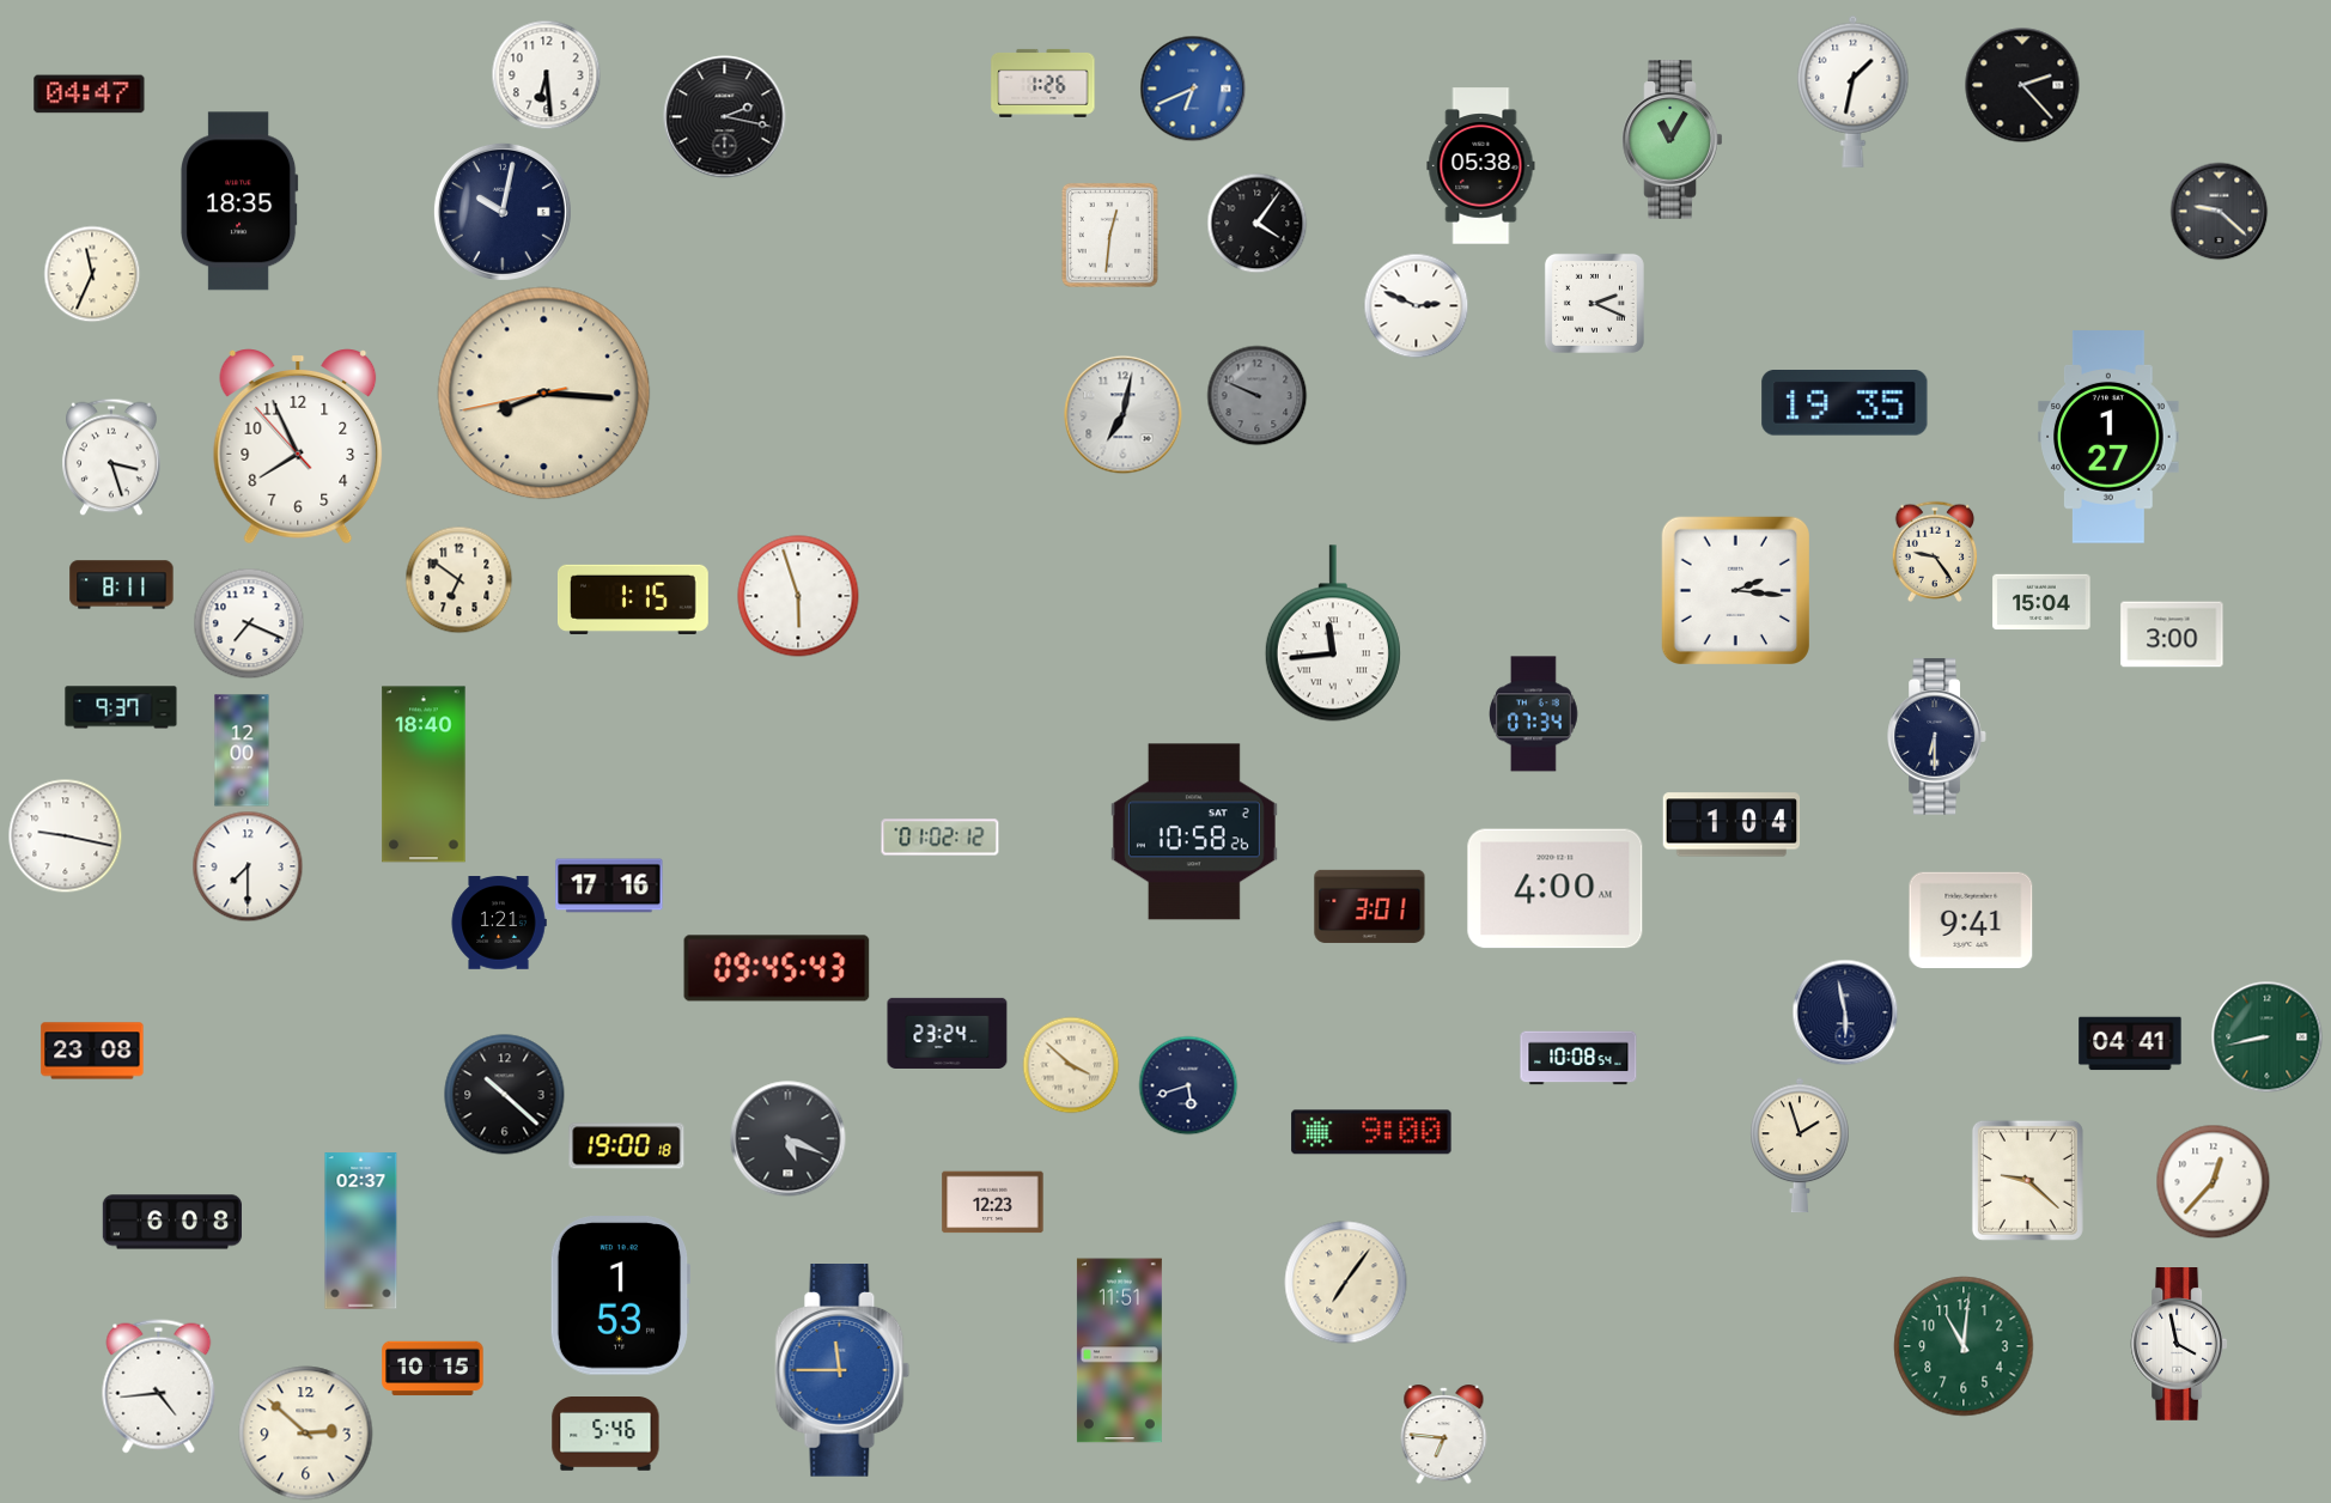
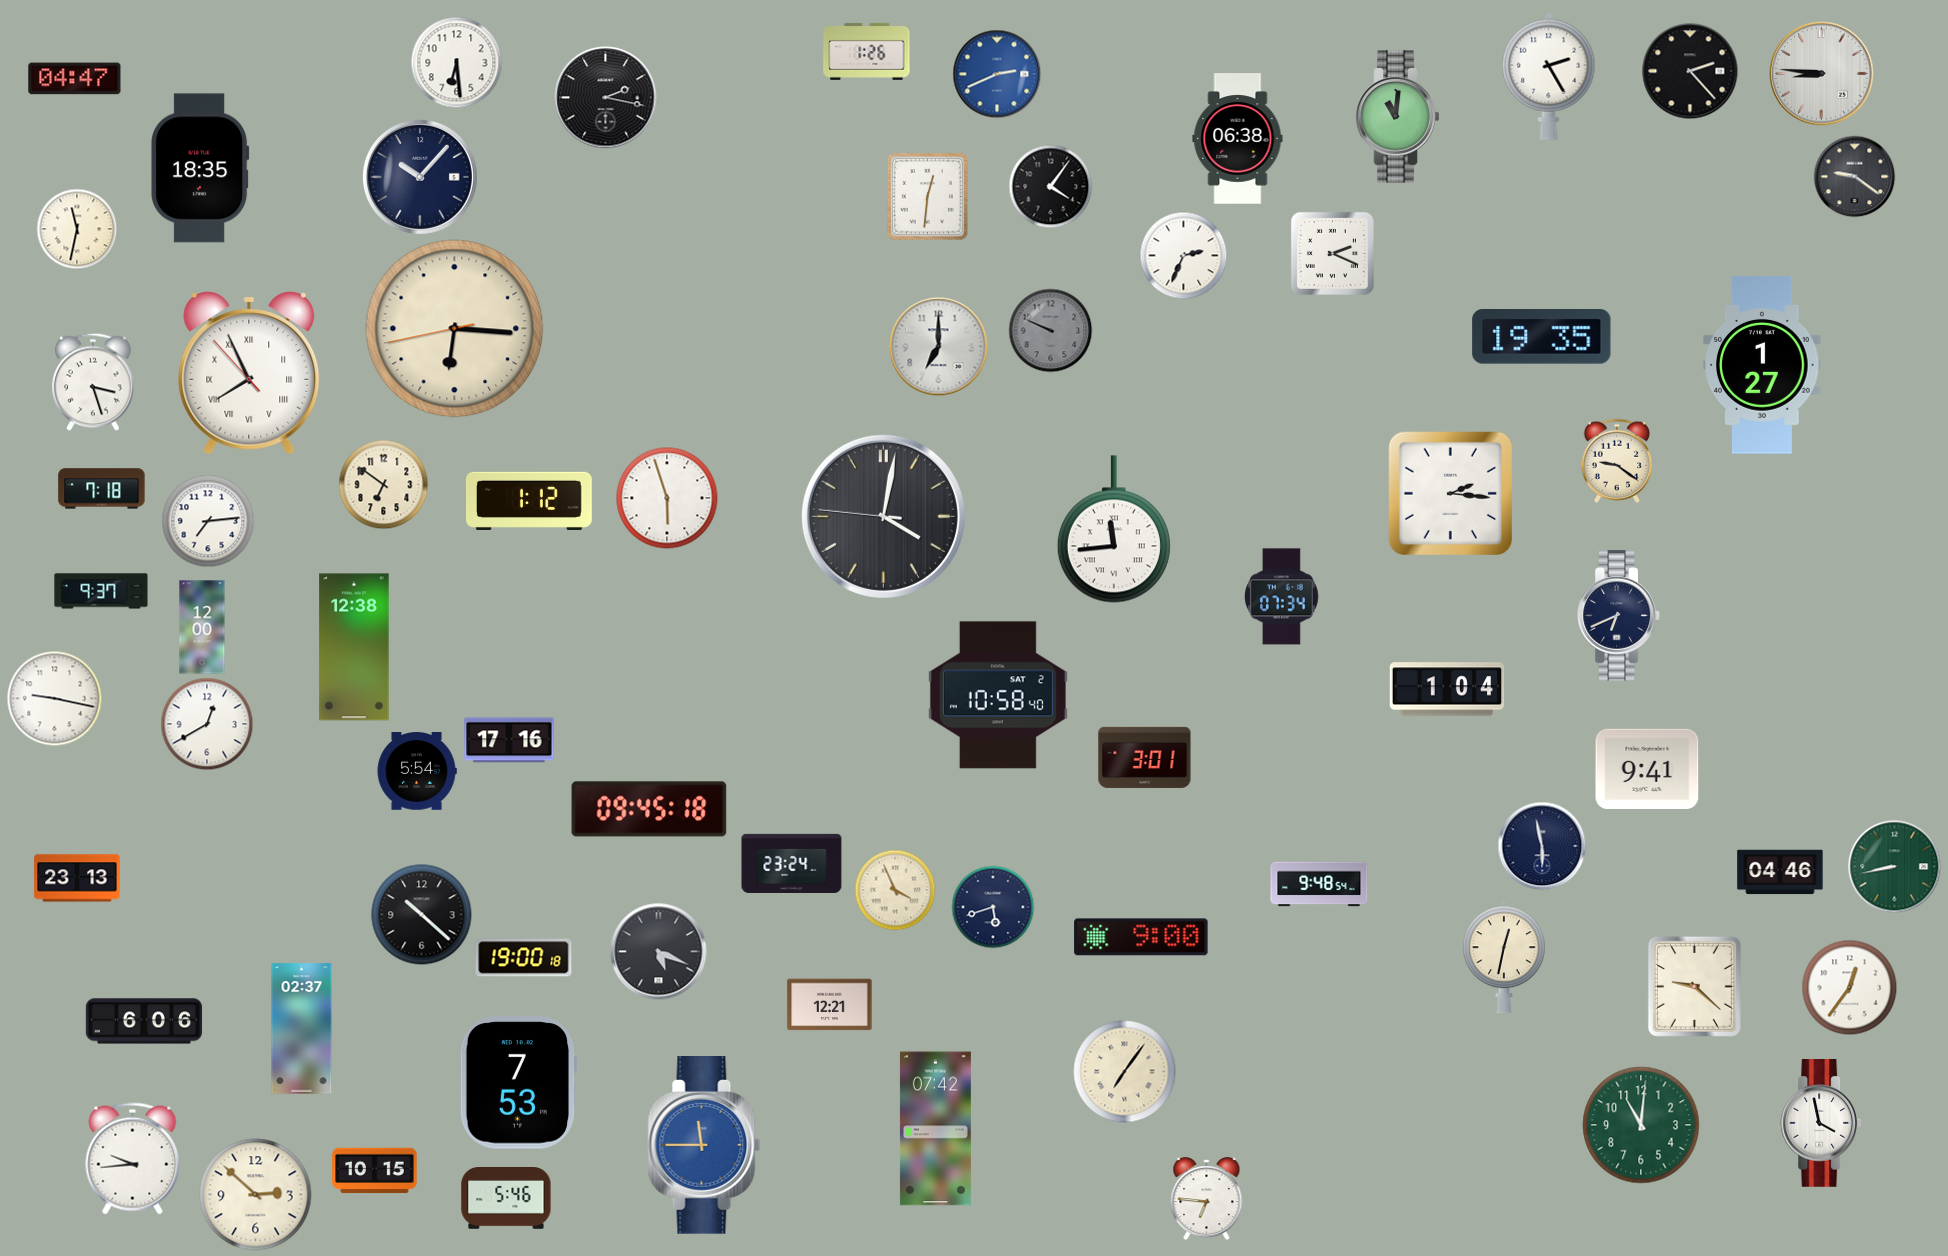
clock at (1043, 83) position: (1043, 83) -> (867, 51)
clock at (1193, 89): 6:41 -> 2:41
clock at (1822, 74): none -> 8:46
clock at (1854, 91): 1:32 -> 2:25
clock at (1673, 140): 11:05 -> 11:01
clock at (1481, 166): 05:38 -> 06:38
clock at (2219, 211): 9:22 -> 9:21
clock at (503, 212): 10:02 -> 10:07
clock at (92, 274): 11:34 -> 11:32
clock at (1416, 305): 2:49 -> 2:34
clock at (544, 394): 8:15 -> 6:15
clock at (1124, 415): 7:02 -> 7:00
clock at (298, 446) numerals: Arabic -> Roman
clock at (1935, 550): 9:24 -> 9:21
clock at (122, 585): 8:11 -> 7:18
clock at (634, 600): 1:15 -> 1:12
clock at (2041, 602): 15:04 -> none
clock at (883, 516): none -> 4:01
clock at (249, 623): 7:19 -> 7:14
clock at (2172, 634): 3:00 -> none
clock at (1937, 737): 6:30 -> 6:41
clock at (424, 774): 18:40 -> 12:38
clock at (1194, 832): 10:58:26 -> 10:58:40
clock at (941, 838): 01:02 -> none
clock at (248, 866): 7:30 -> 12:40
clock at (1556, 889): 4:00 -> none
clock at (499, 923): 1:21 -> 5:54
clock at (777, 968): 09:45:43 -> 09:45:18
clock at (2130, 1043): 04:41 -> 04:46
clock at (92, 1051): 23:08 -> 23:13
clock at (1578, 1058): 10:08 -> 9:48
clock at (1071, 1065): 3:52 -> 3:56
clock at (1371, 1132) position: (1371, 1132) -> (1141, 937)
clock at (1801, 1145): 1:57 -> 12:32
clock at (2213, 1181): 12:37 -> 12:36
clock at (993, 1203): 12:23 -> 12:21
clock at (171, 1222): 6:08 -> 6:06
clock at (619, 1296): 1:53 -> 7:53
clock at (1119, 1351): 11:51 -> 07:42
clock at (433, 1369) position: (433, 1369) -> (375, 1171)
clock at (159, 1387): 4:44 -> 9:44
clock at (306, 1434) position: (306, 1434) -> (256, 1195)
